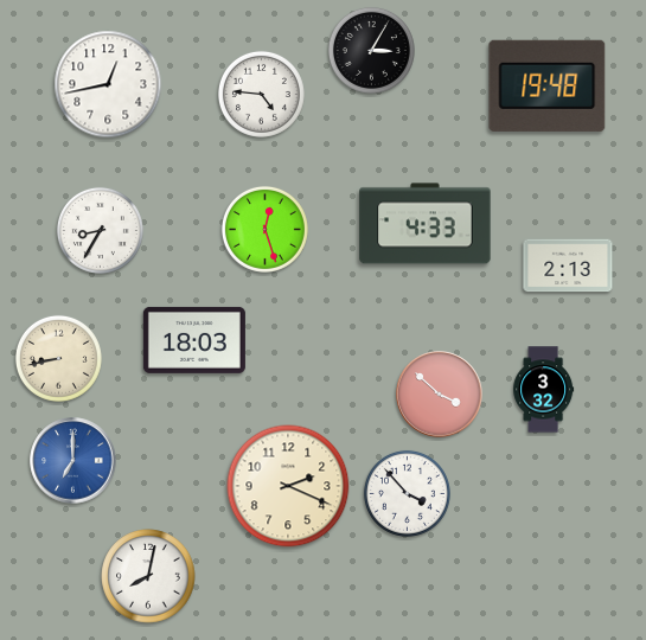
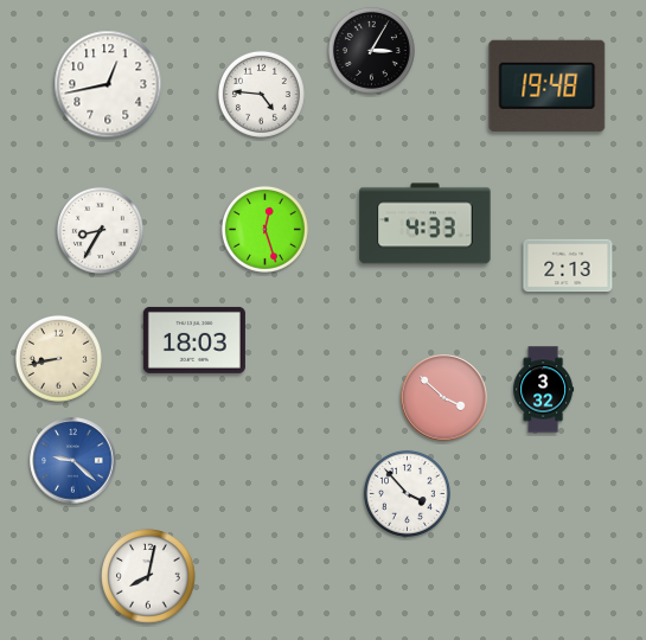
clock at (440, 395) position: (440, 395) -> (444, 398)
clock at (73, 461): 7:00 -> 9:22
clock at (288, 486): 2:19 -> none
